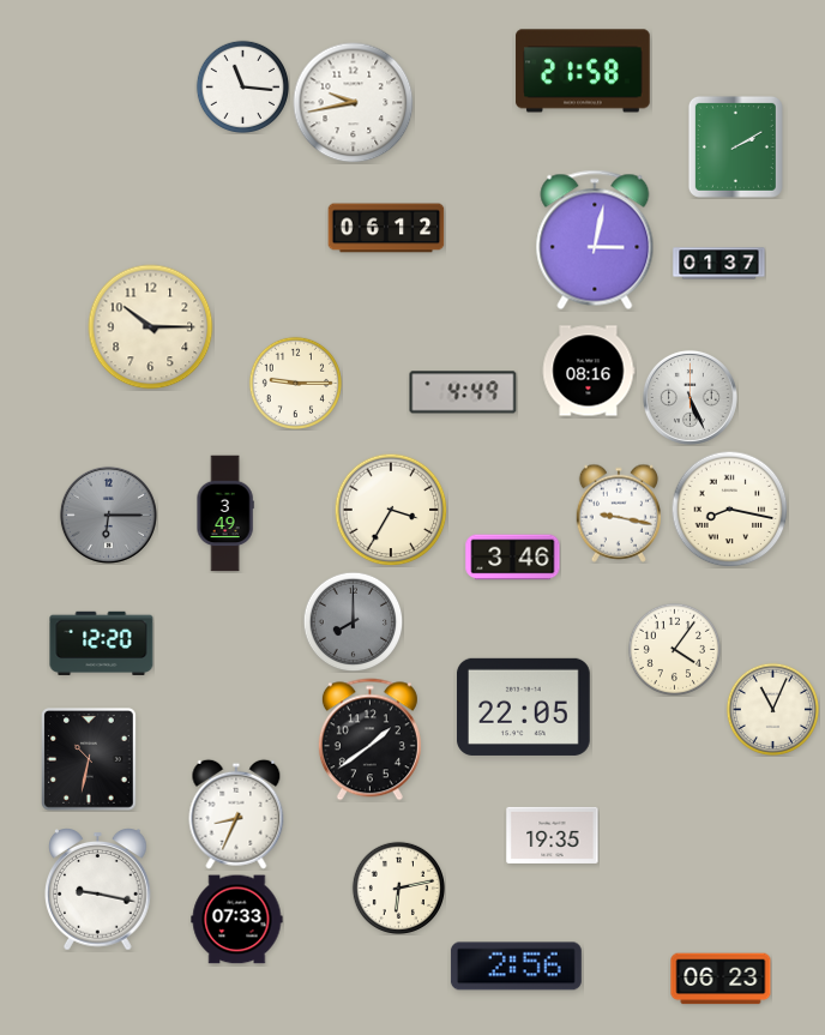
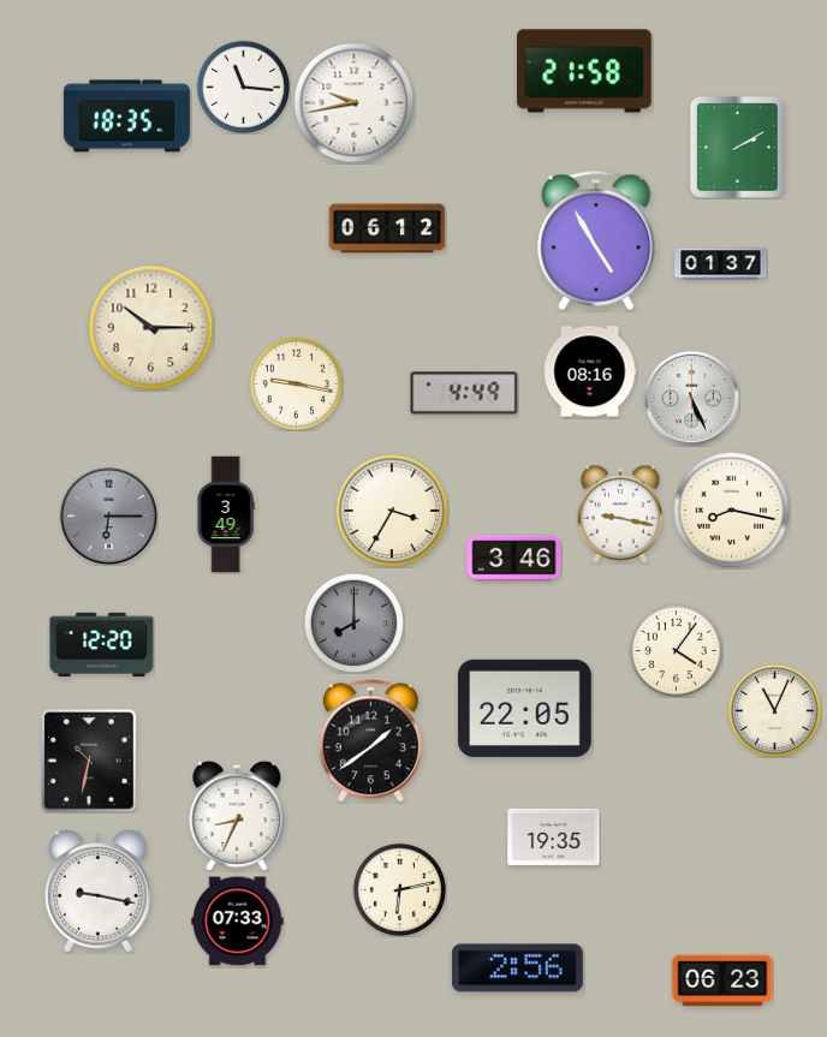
clock at (126, 117): none -> 18:35
clock at (595, 240): 3:02 -> 4:55
clock at (295, 383): 9:15 -> 9:17
